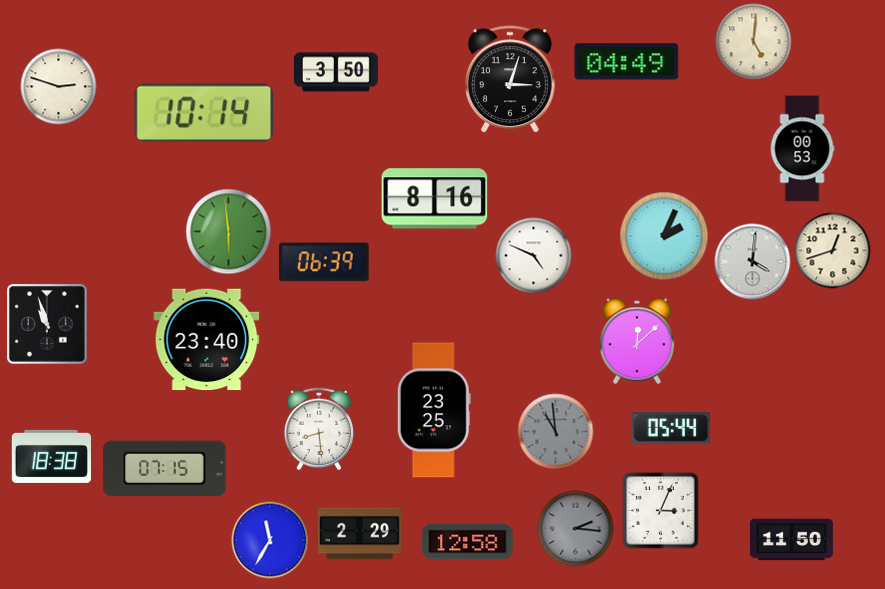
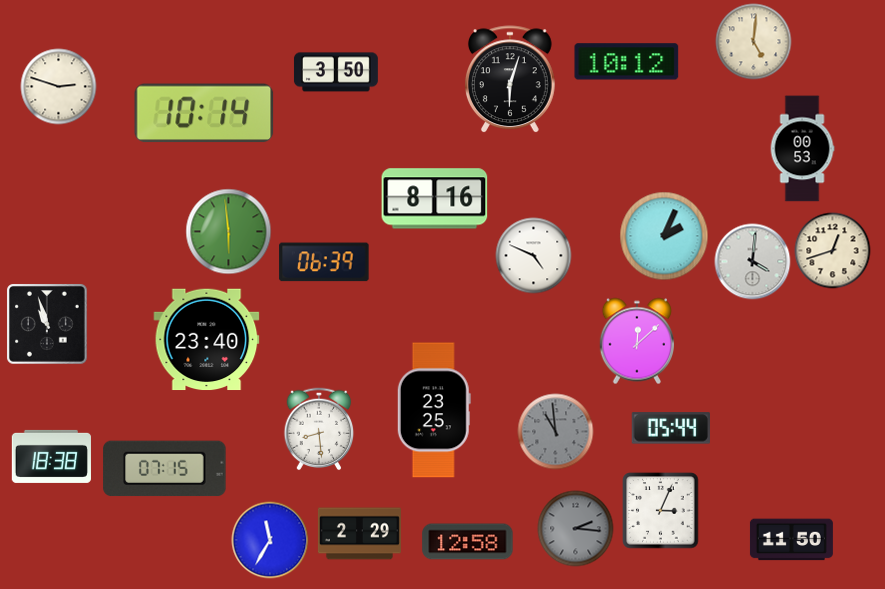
clock at (627, 62): 04:49 -> 10:12
clock at (510, 80): 3:03 -> 6:03
